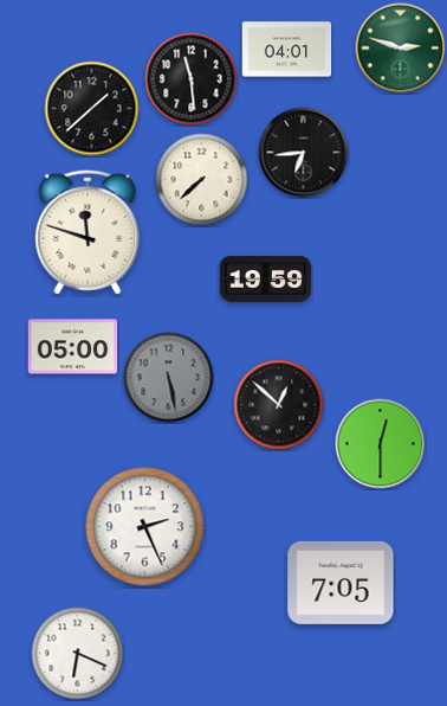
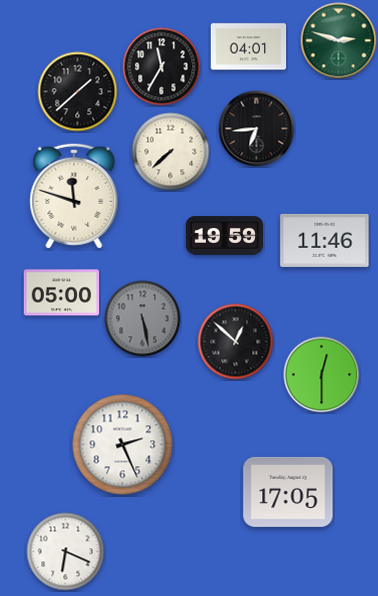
clock at (287, 50) position: (287, 50) -> (249, 47)
clock at (192, 79): 11:29 -> 11:35
clock at (325, 240): none -> 11:46
clock at (341, 583): 7:05 -> 17:05
